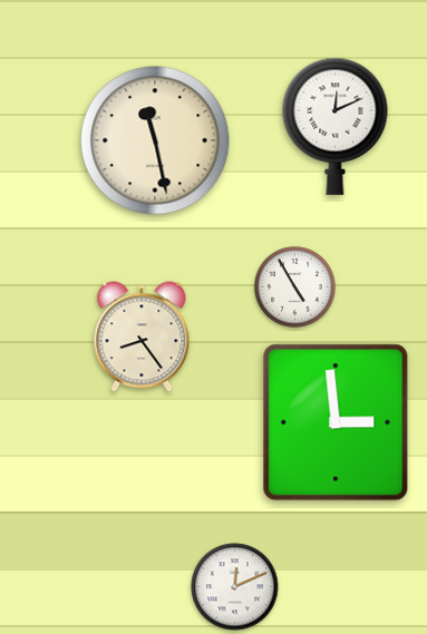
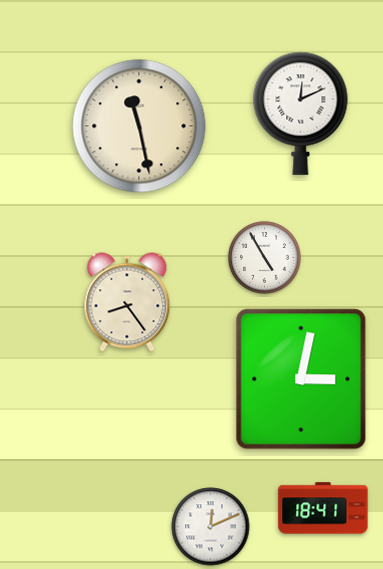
clock at (336, 422): 2:59 -> 3:02
clock at (323, 508): none -> 18:41
